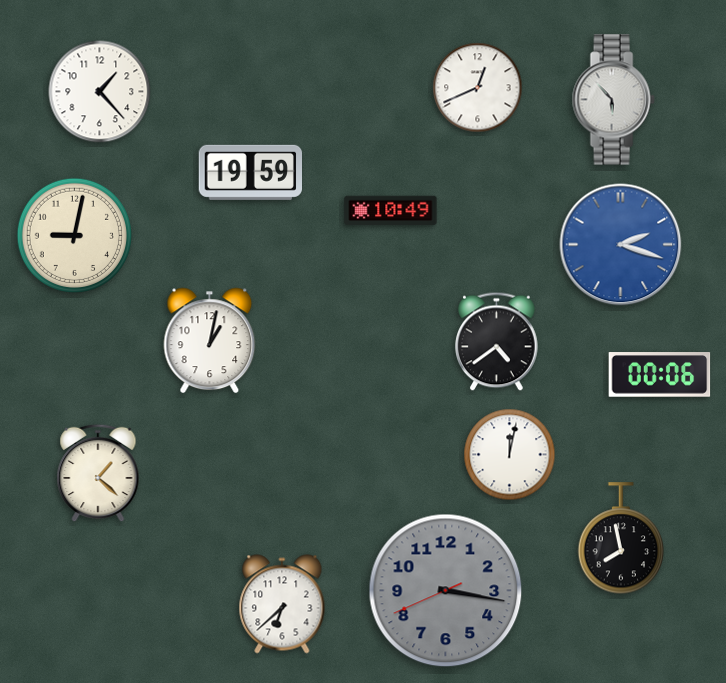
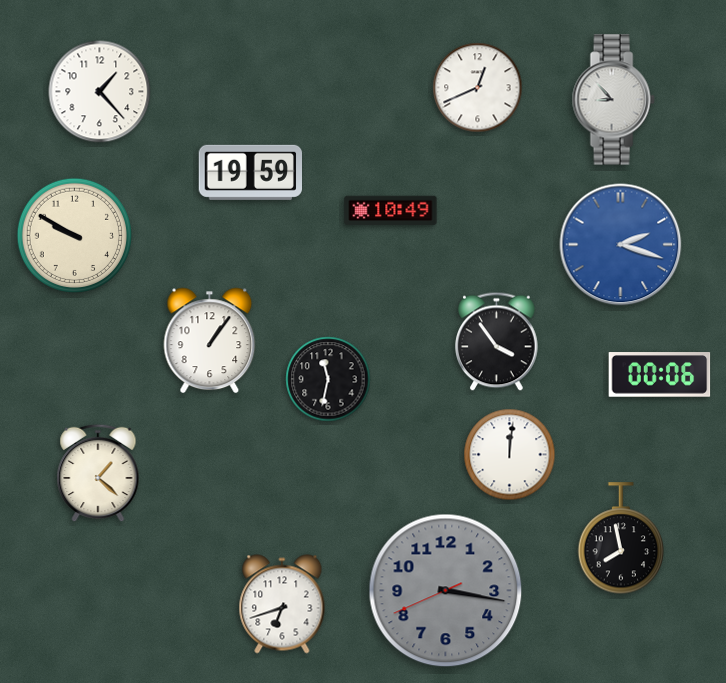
clock at (613, 100): 5:53 -> 8:53
clock at (74, 235): 9:02 -> 9:50
clock at (210, 341): 1:02 -> 1:06
clock at (497, 342): 4:39 -> 3:54
clock at (328, 379): none -> 11:32
clock at (510, 455): 12:02 -> 12:01
clock at (282, 604): 6:38 -> 6:42
